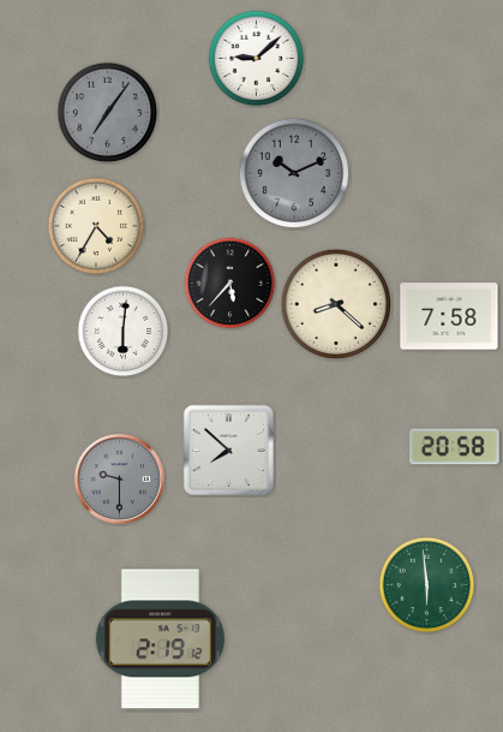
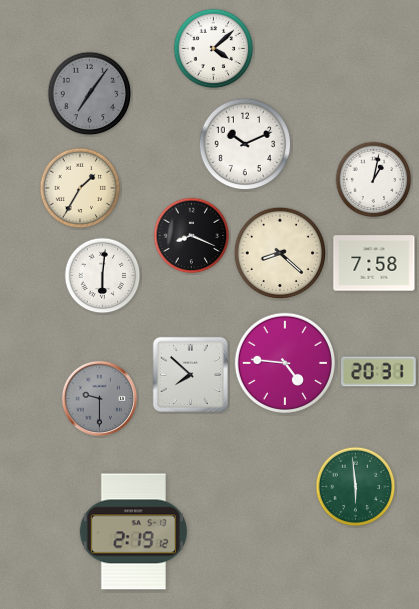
clock at (257, 59): 9:08 -> 4:08
clock at (294, 173) dial: grey -> white
clock at (374, 180): none -> 1:02
clock at (96, 226): 4:35 -> 1:35
clock at (230, 284): 5:37 -> 8:19
clock at (285, 363): none -> 4:46
clock at (455, 447): 20:58 -> 20:31
